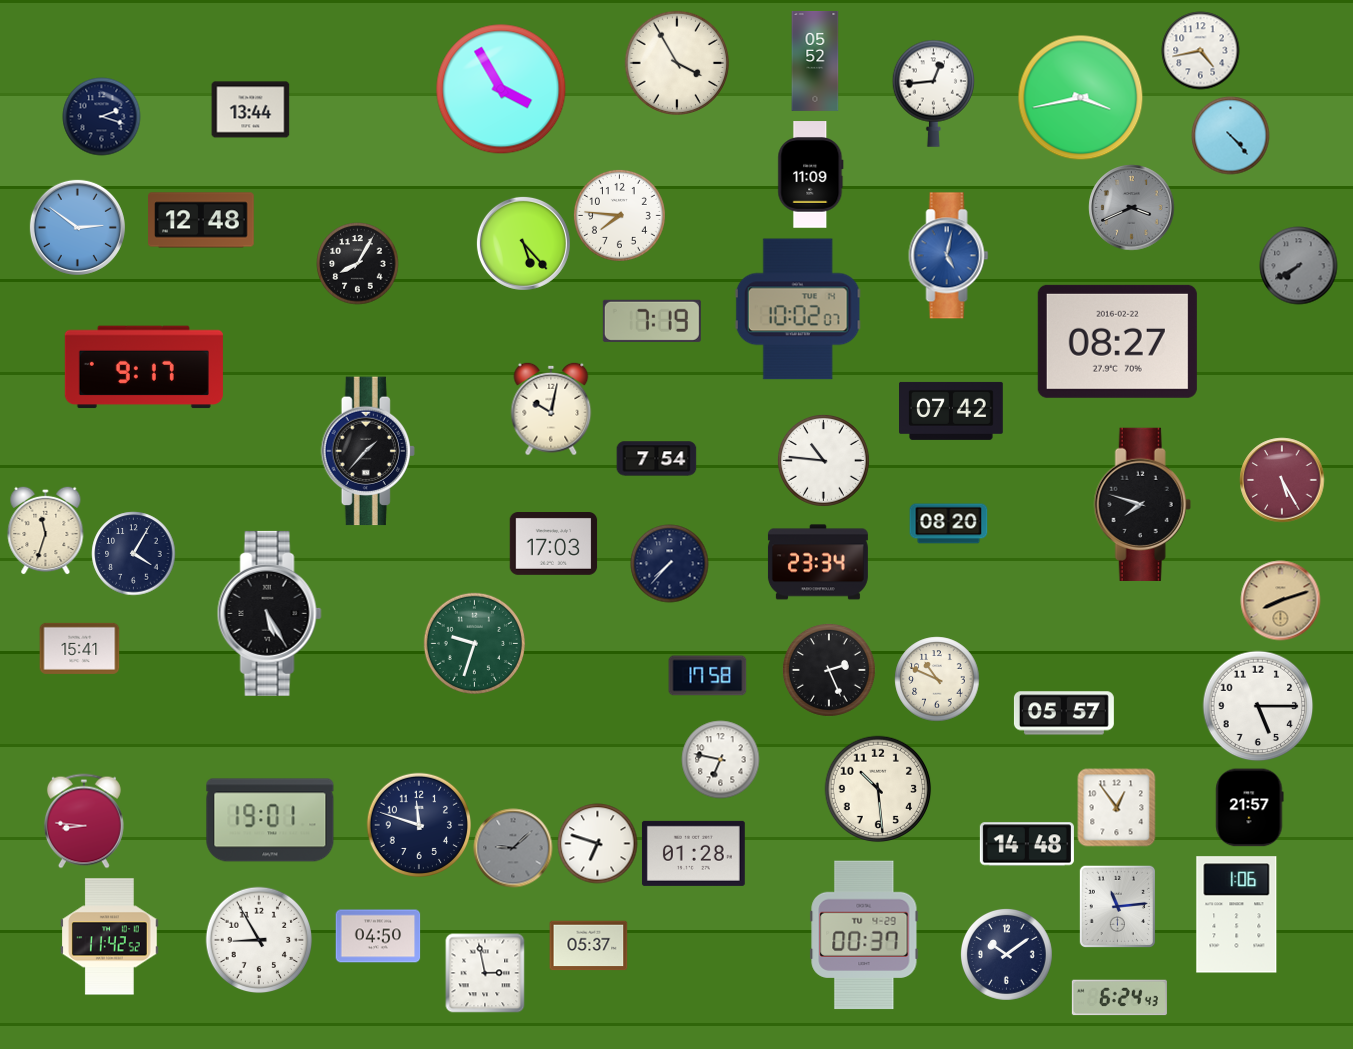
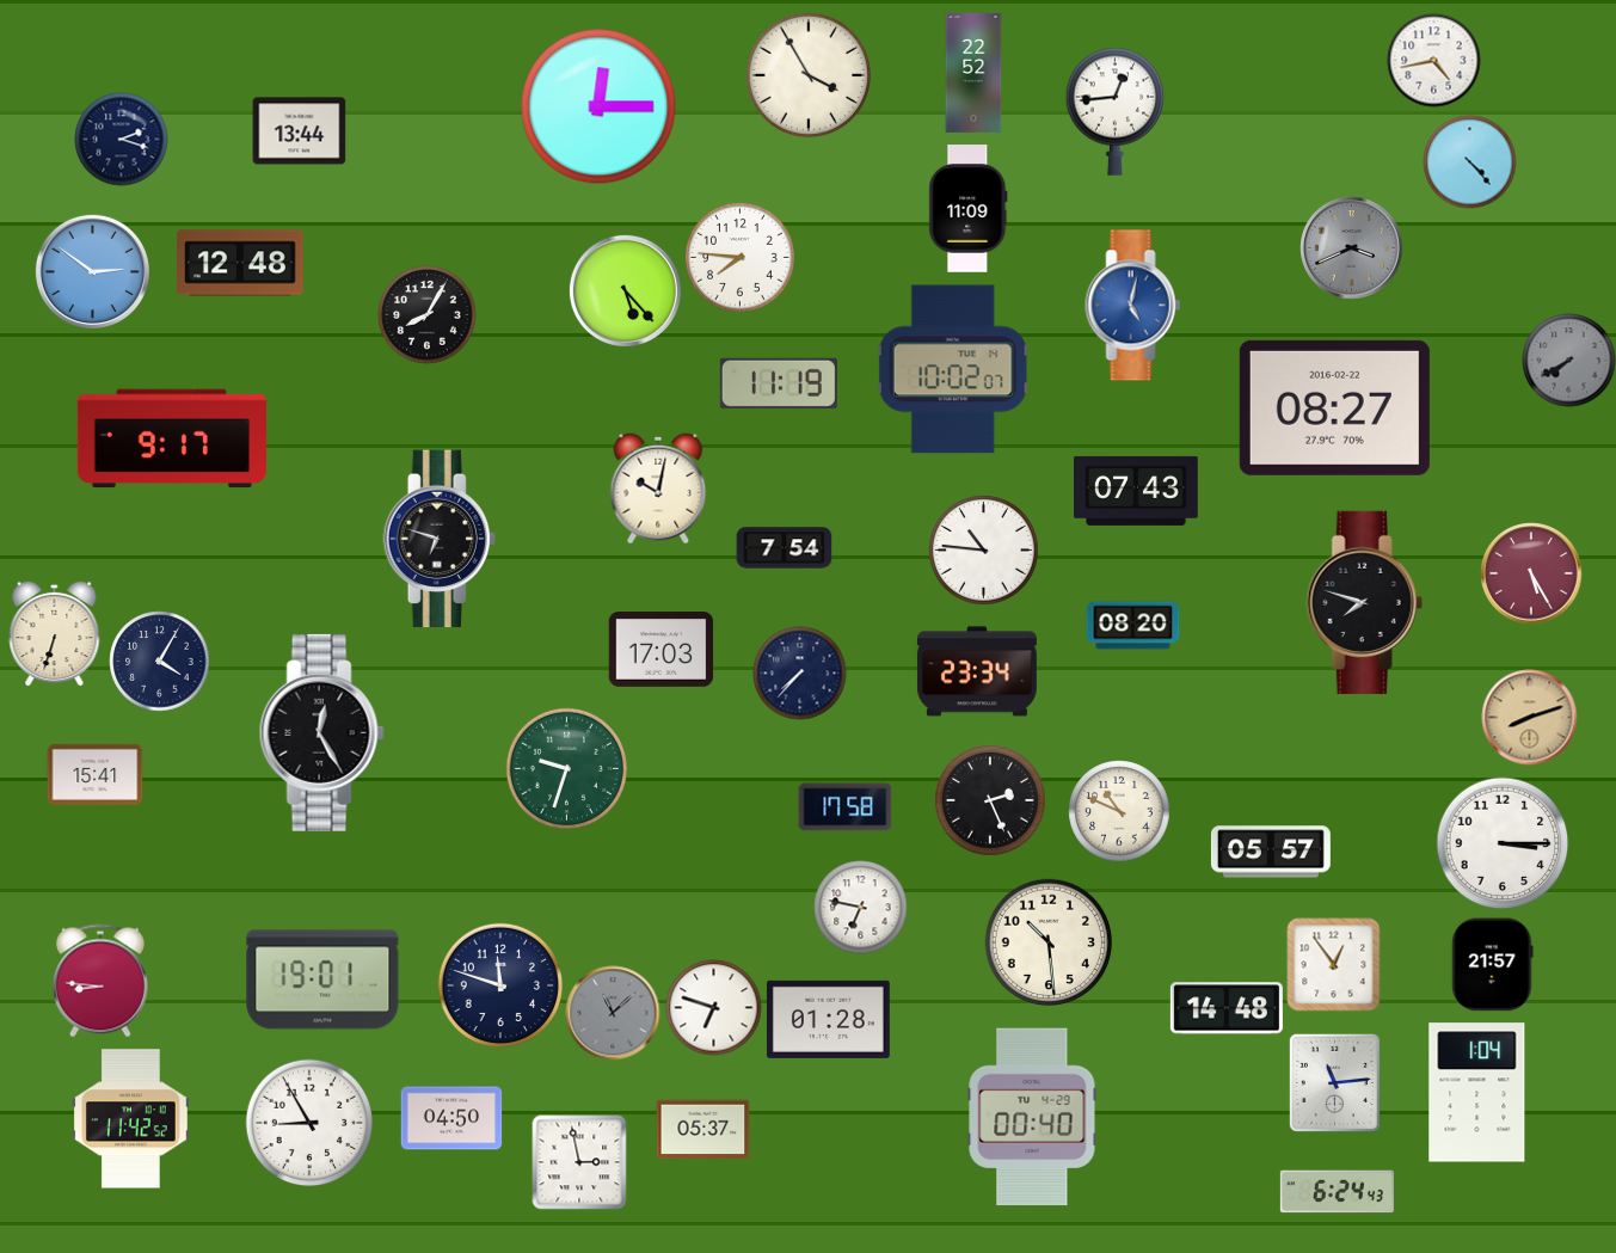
clock at (815, 61): 05:52 -> 22:52
clock at (501, 89): 3:55 -> 12:15
clock at (1080, 97): 3:43 -> none
clock at (1298, 265) position: (1298, 265) -> (1568, 360)
clock at (652, 321): 7:19 -> 11:19
clock at (952, 411): 07:42 -> 07:43
clock at (368, 451): 1:37 -> 6:48
clock at (46, 530): 11:33 -> 6:33
clock at (269, 613): 5:25 -> 12:25
clock at (1258, 706): 5:15 -> 3:15
clock at (513, 848): 9:08 -> 11:08
clock at (1237, 915): 1:06 -> 1:04
clock at (864, 935): 00:37 -> 00:40
clock at (1006, 954): 10:09 -> none
